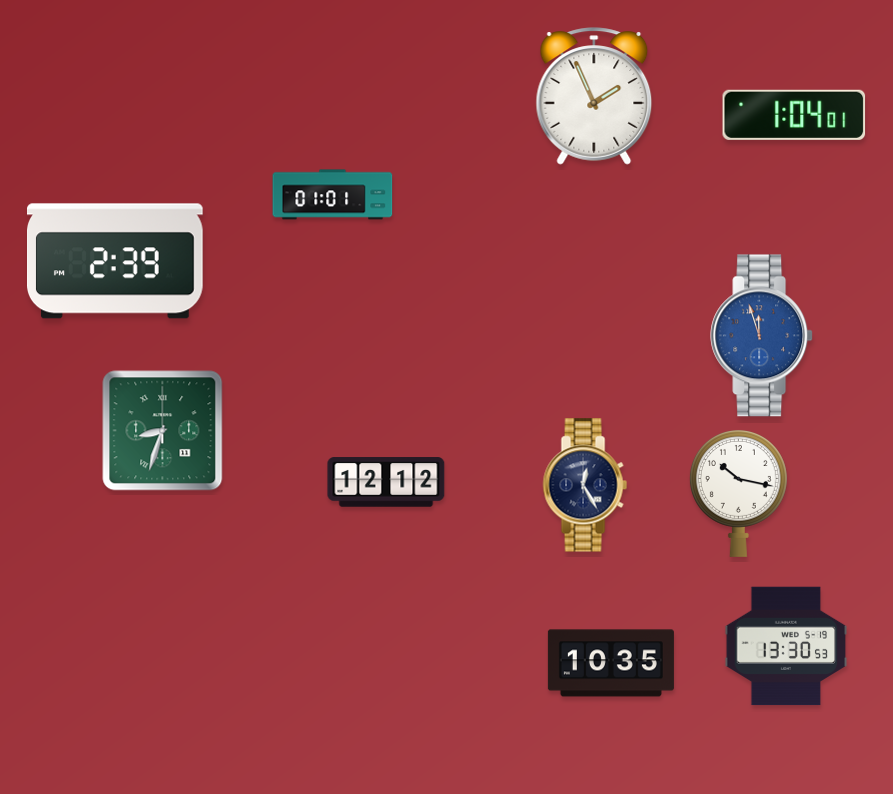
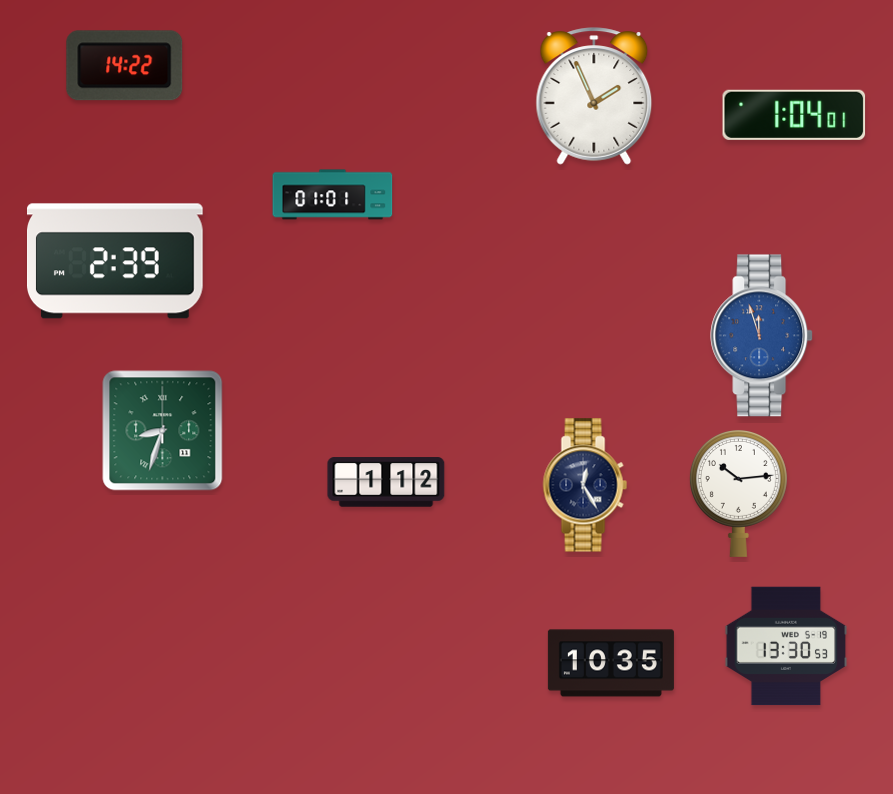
clock at (125, 66): none -> 14:22
clock at (386, 482): 12:12 -> 1:12
clock at (738, 494): 10:17 -> 10:14
